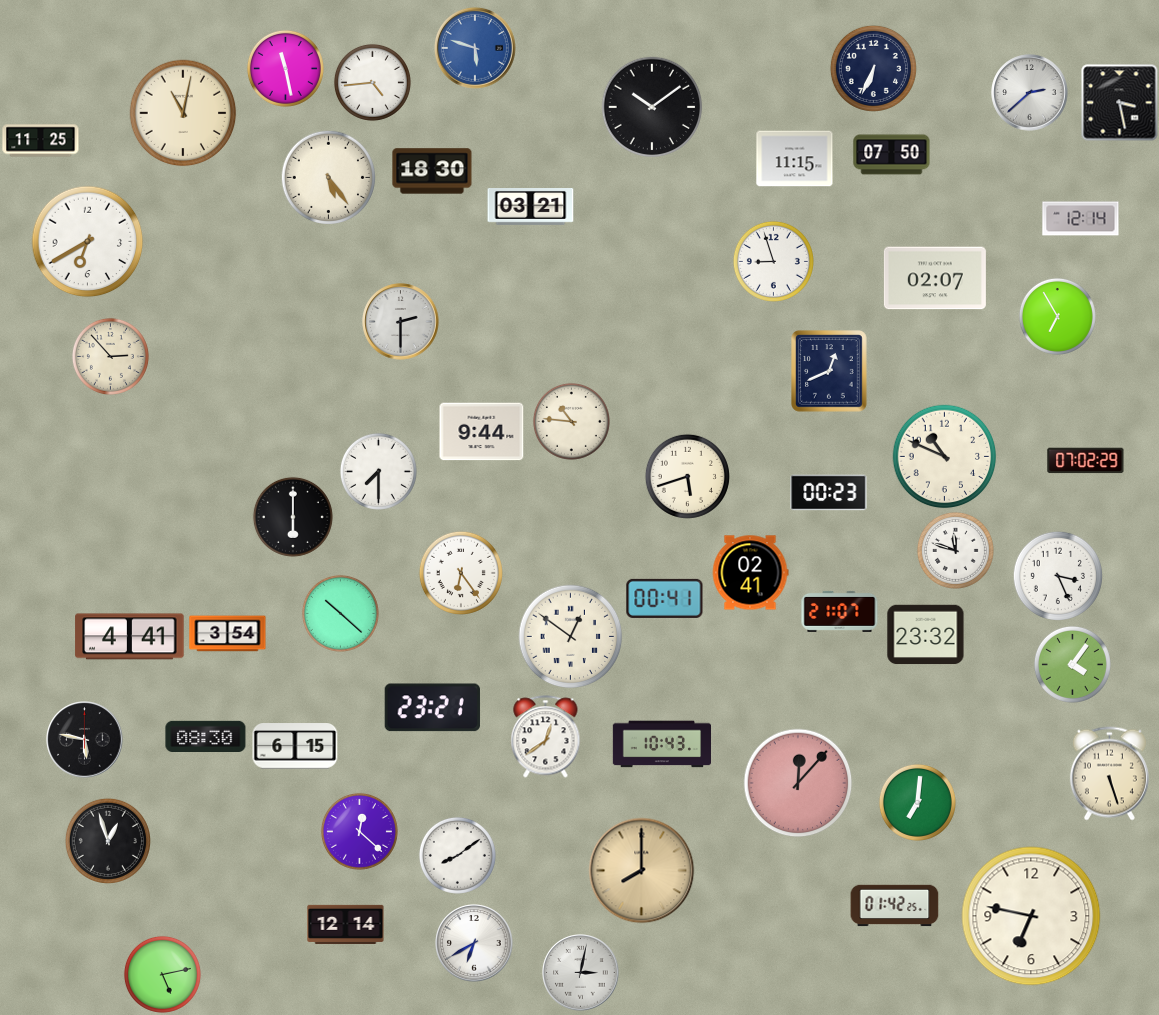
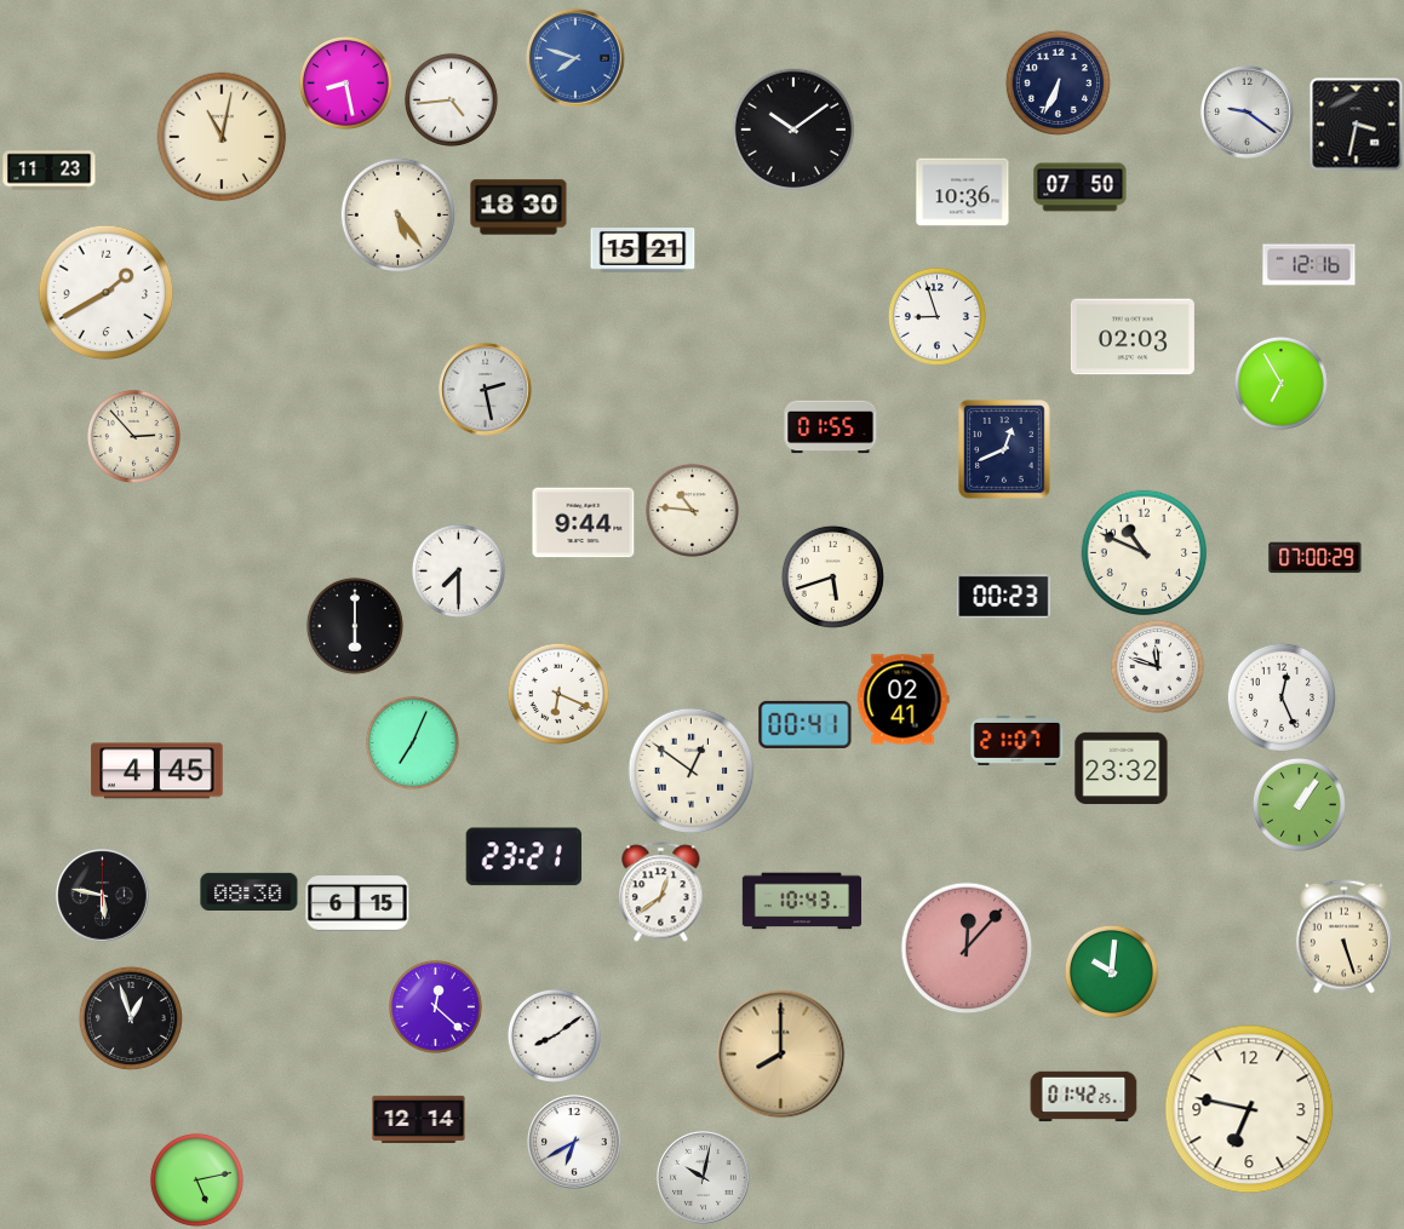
clock at (475, 48): 5:48 -> 7:48
clock at (285, 68): 11:28 -> 8:28
clock at (1030, 93): 2:38 -> 9:21
clock at (1120, 103): 3:28 -> 3:32
clock at (652, 107) position: (652, 107) -> (793, 130)
clock at (41, 141): 11:25 -> 11:23
clock at (795, 159): 11:15 -> 10:36
clock at (432, 171) position: (432, 171) -> (518, 207)
clock at (531, 207): 03:21 -> 15:21
clock at (1081, 219): 12:14 -> 12:16
clock at (88, 242): 6:40 -> 1:40
clock at (935, 278): 02:07 -> 02:03
clock at (401, 322): 2:30 -> 2:28
clock at (831, 427): none -> 01:55
clock at (110, 356) position: (110, 356) -> (133, 436)
clock at (1086, 461): 07:02 -> 07:00
clock at (461, 573): 6:24 -> 6:19
clock at (750, 573) position: (750, 573) -> (902, 700)
clock at (1058, 576): 3:26 -> 12:26
clock at (340, 613): 10:22 -> 7:04
clock at (228, 634): 3:54 -> none
clock at (130, 637): 4:41 -> 4:45
clock at (1072, 664): 4:06 -> 1:06
clock at (917, 802): 7:01 -> 10:01
clock at (642, 871) position: (642, 871) -> (781, 1055)
clock at (581, 973): 3:02 -> 10:02
